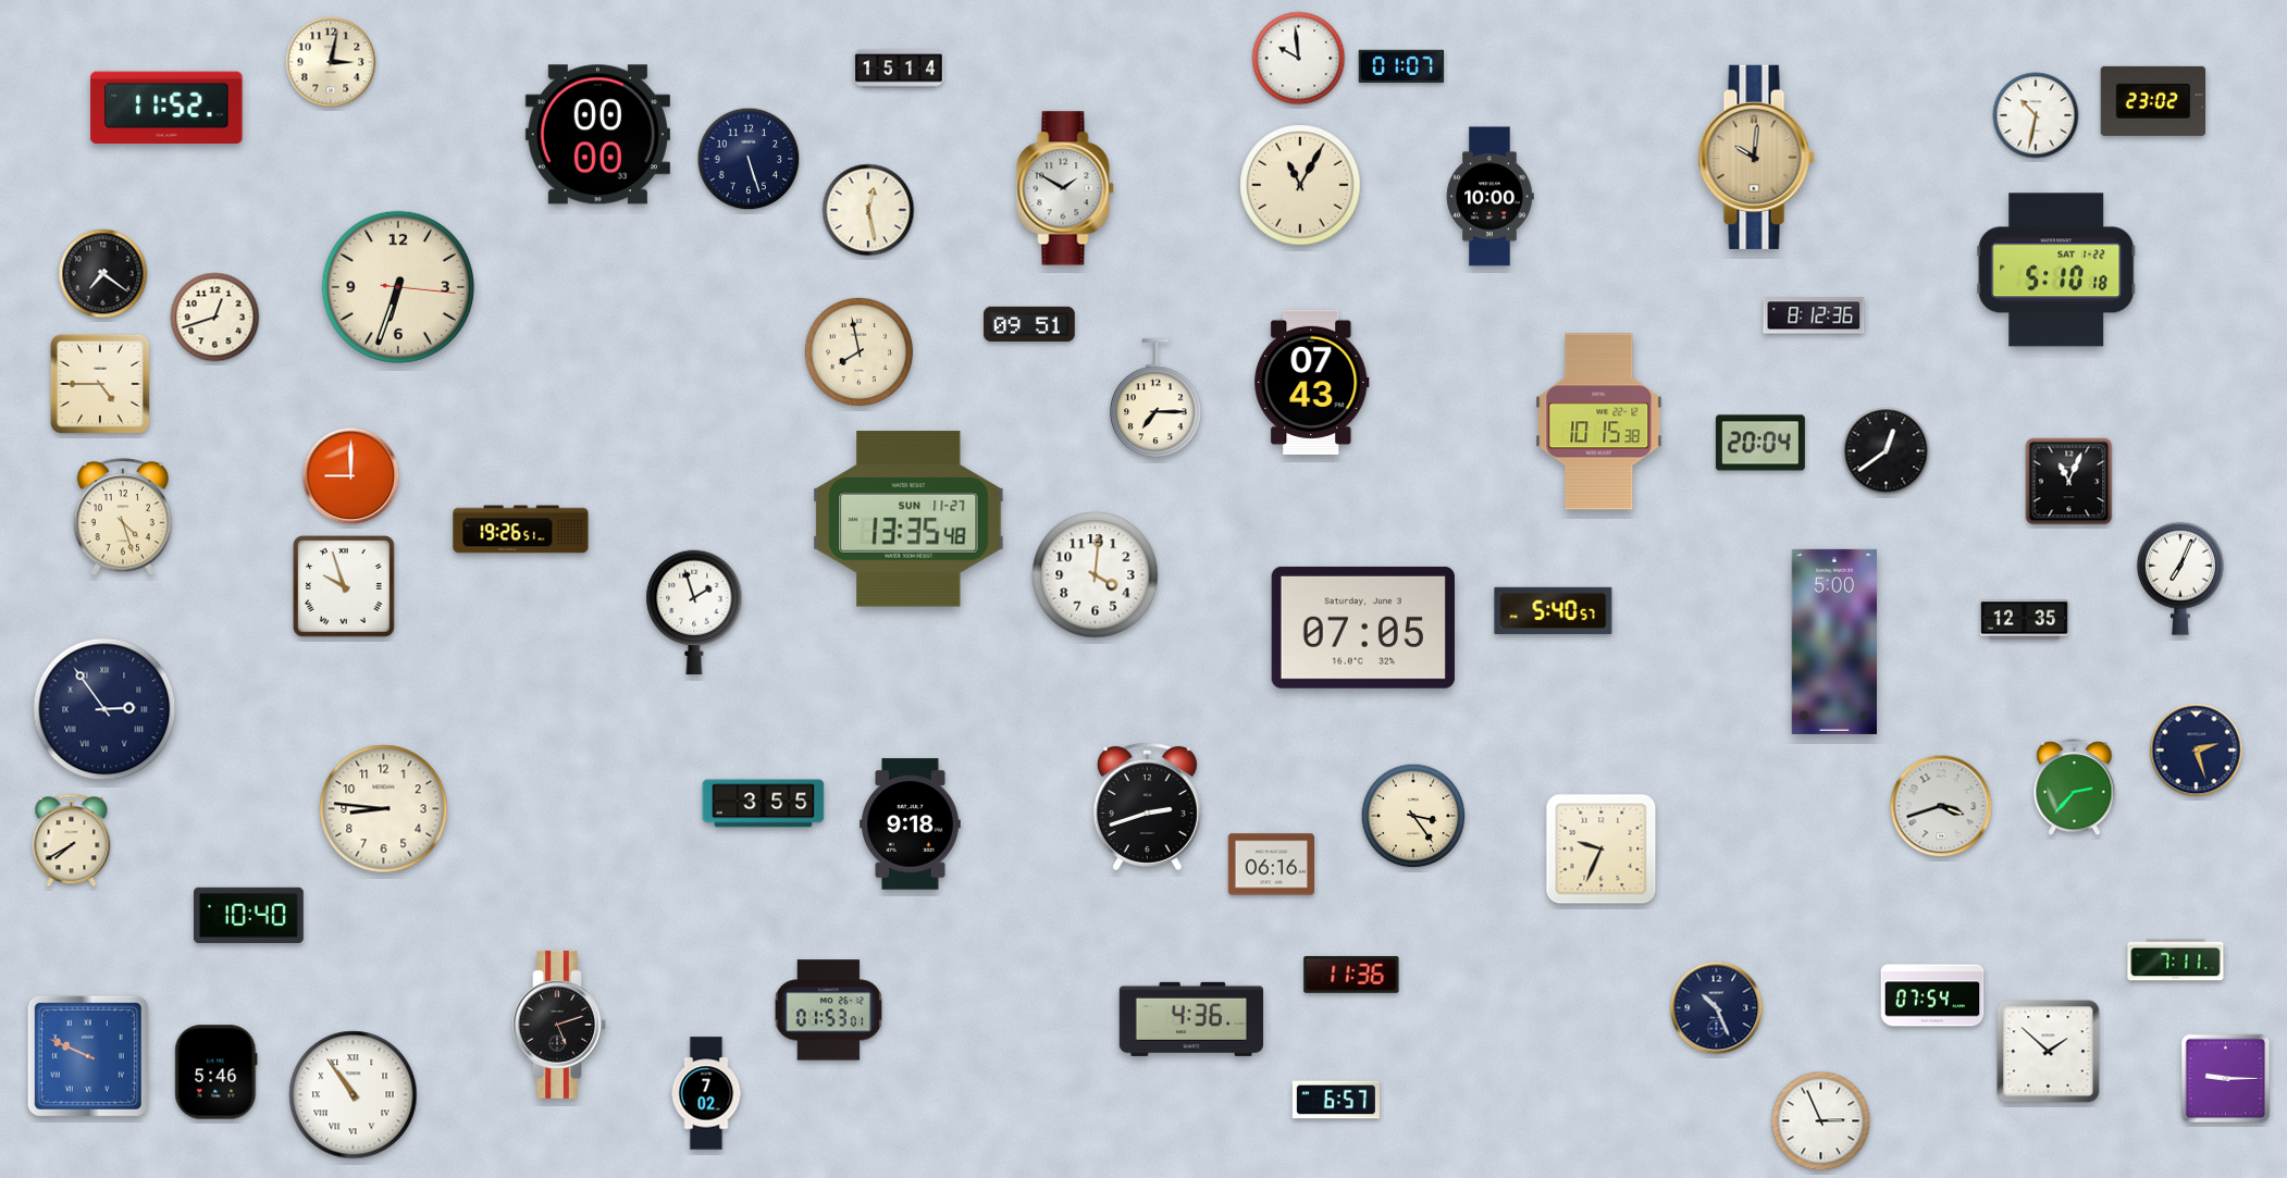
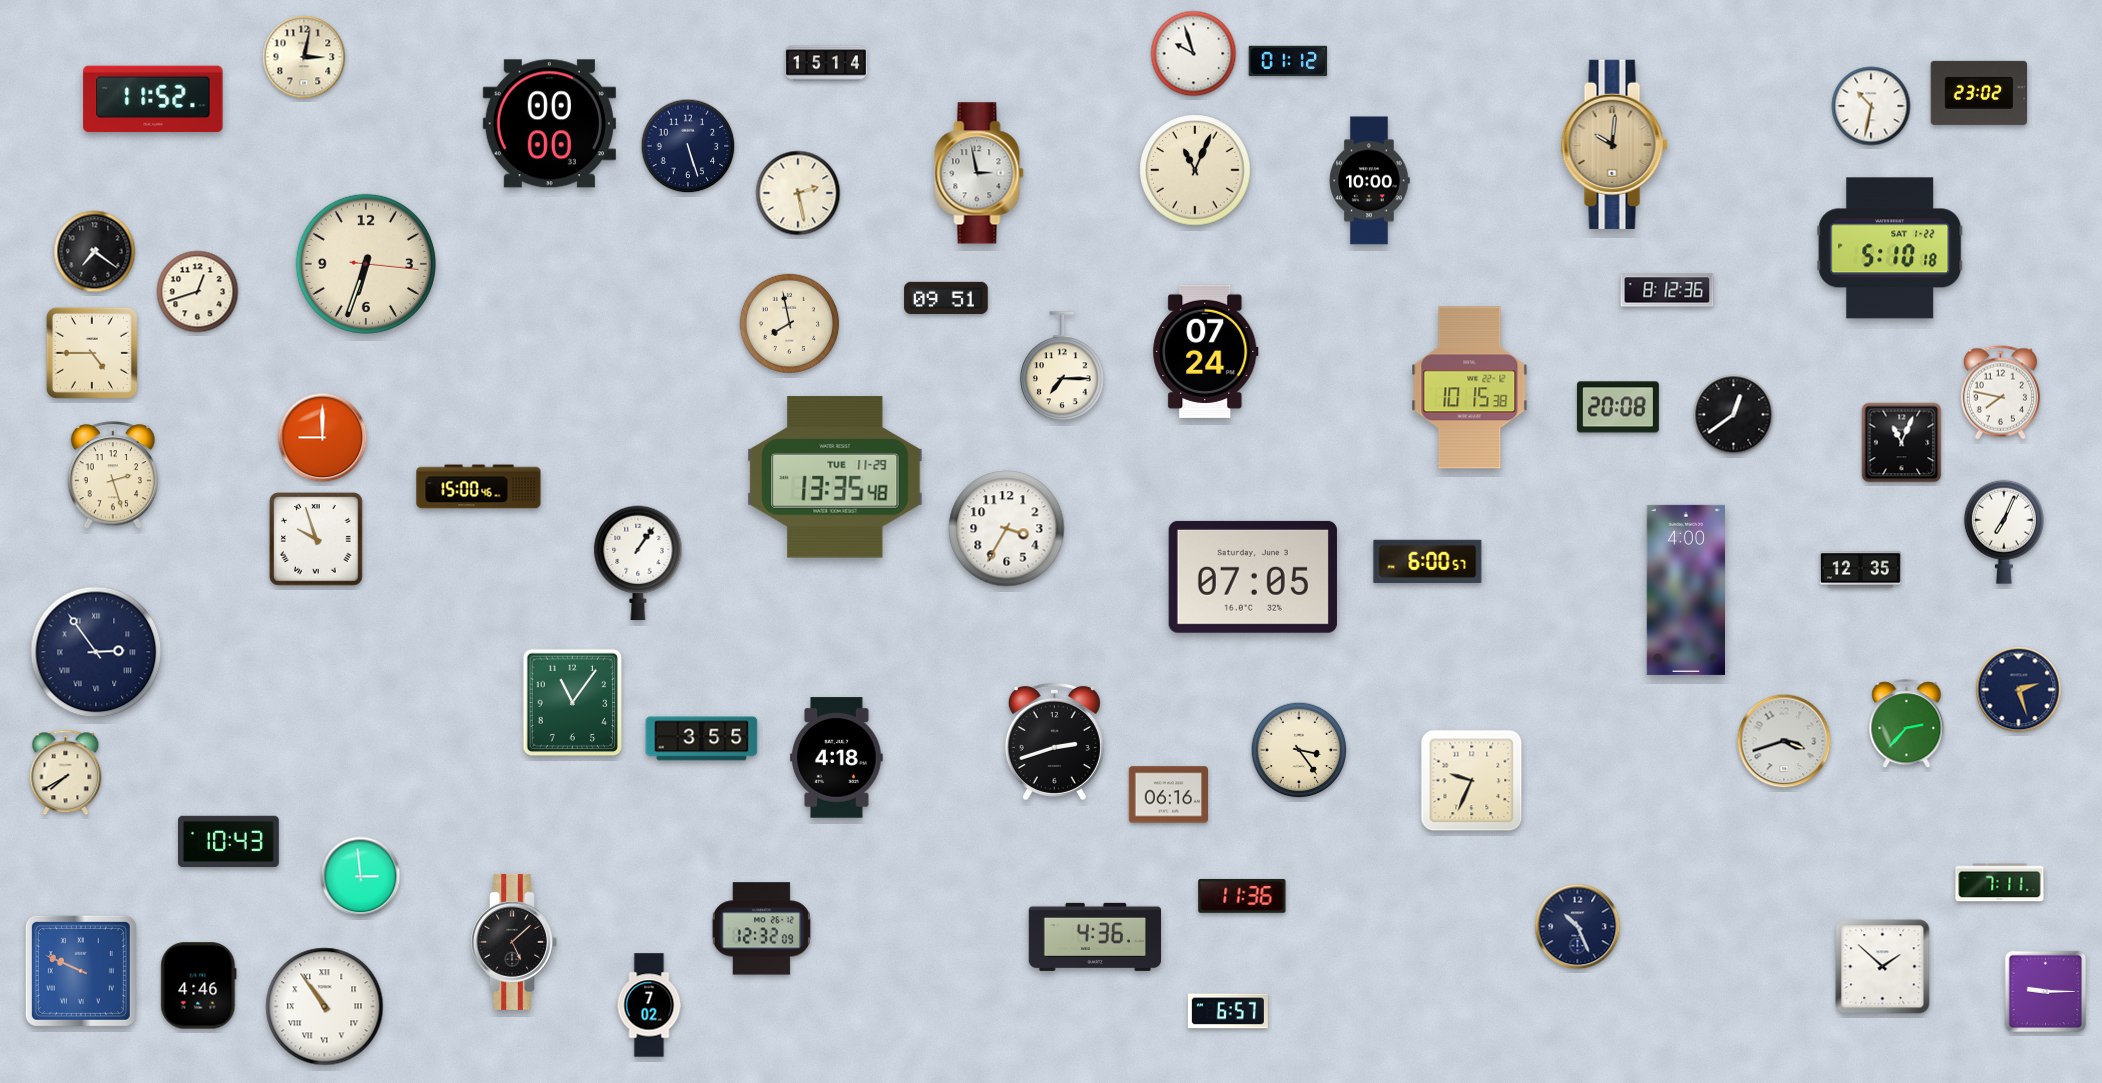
clock at (1299, 59): 9:59 -> 9:57
clock at (1401, 66): 01:07 -> 01:12
clock at (1300, 185): 11:05 -> 11:04
clock at (1065, 188): 1:50 -> 2:58
clock at (868, 210): 12:28 -> 2:28
clock at (1312, 382): 07:43 -> 07:24
clock at (2000, 393): none -> 7:47
clock at (1760, 443): 20:04 -> 20:08
clock at (122, 518): 4:27 -> 2:27
clock at (908, 519) date: SUN 11-27 -> TUE 11-29
clock at (521, 530): 19:26 -> 15:00
clock at (1096, 575): 4:01 -> 3:35
clock at (1554, 610): 5:40 -> 6:00
clock at (694, 612): 1:57 -> 1:06
clock at (1833, 642): 5:00 -> 4:00
clock at (572, 702): none -> 11:06
clock at (384, 809): 8:46 -> none
clock at (911, 824): 9:18 -> 4:18
clock at (249, 915): 10:40 -> 10:43
clock at (361, 877): none -> 2:59
clock at (1932, 995): 07:54 -> none
clock at (828, 1010): 01:53 -> 12:32
clock at (559, 1025): 5:12 -> 5:08
clock at (217, 1072): 5:46 -> 4:46
clock at (1821, 1121): 2:56 -> none
